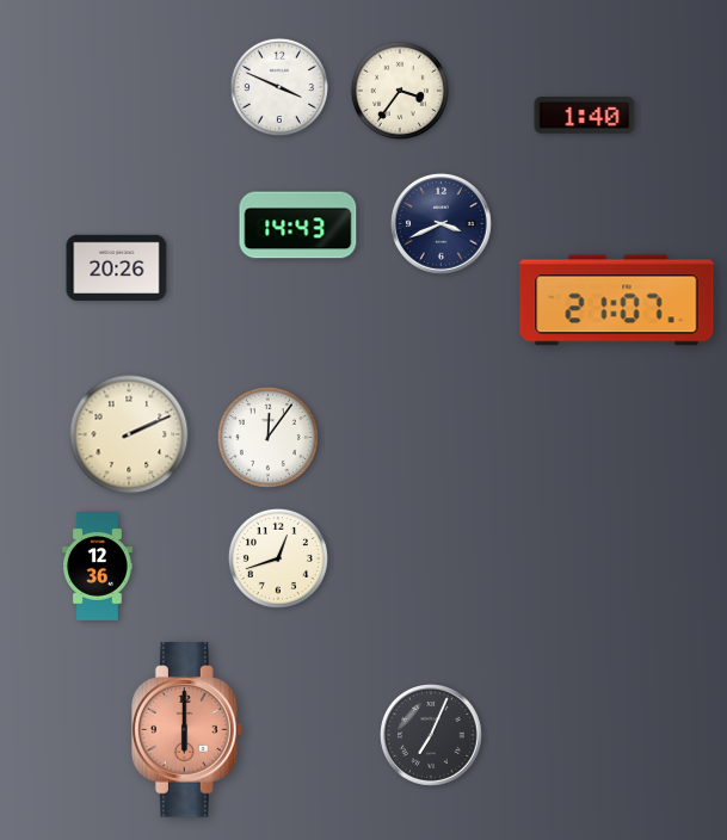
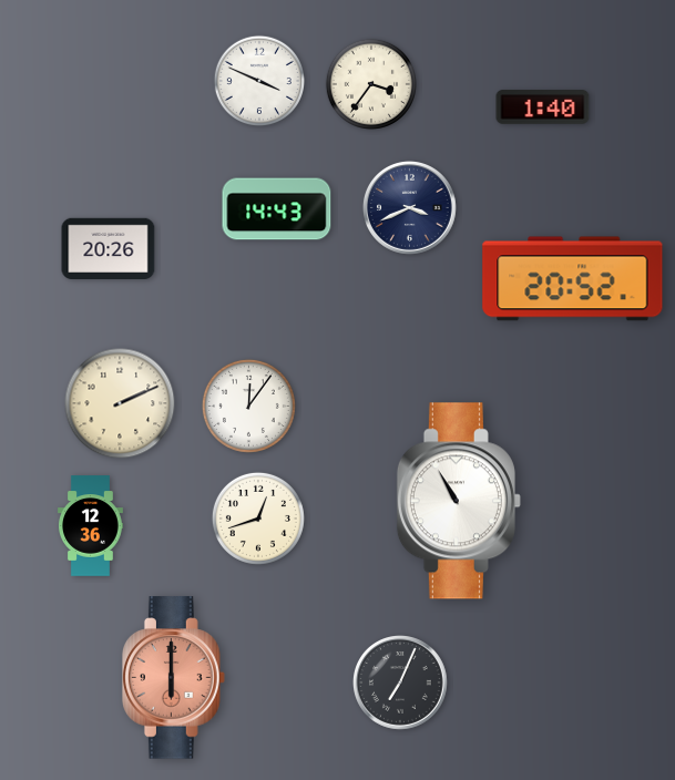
clock at (617, 301): 21:07 -> 20:52
clock at (459, 501): none -> 10:55
